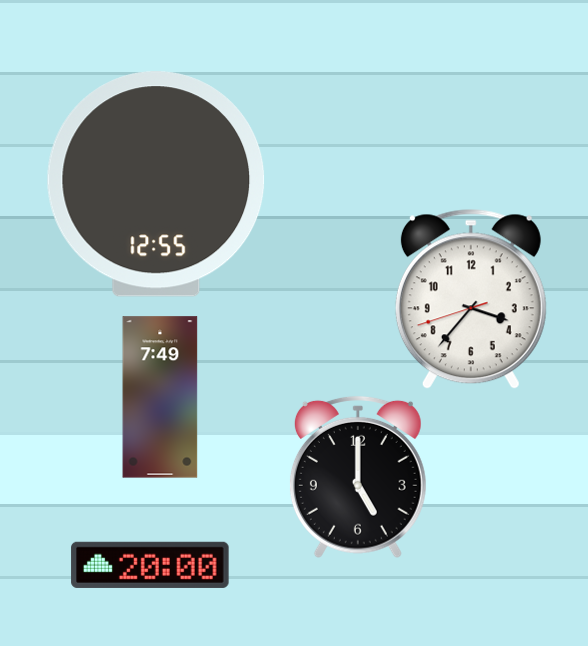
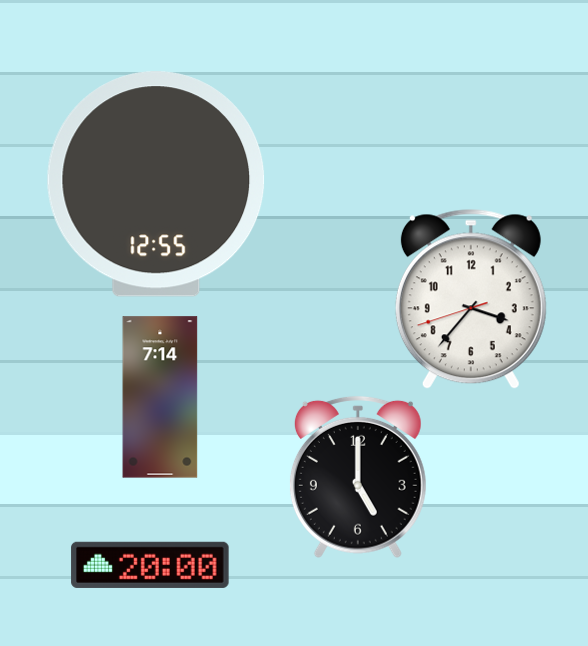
clock at (160, 397): 7:49 -> 7:14
